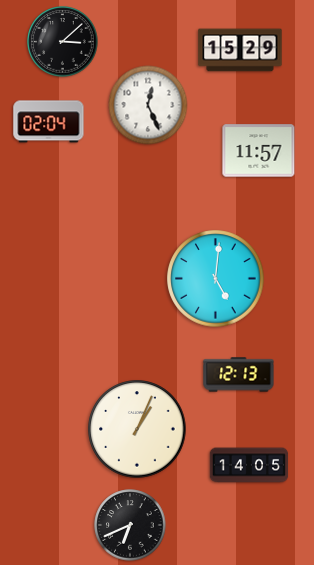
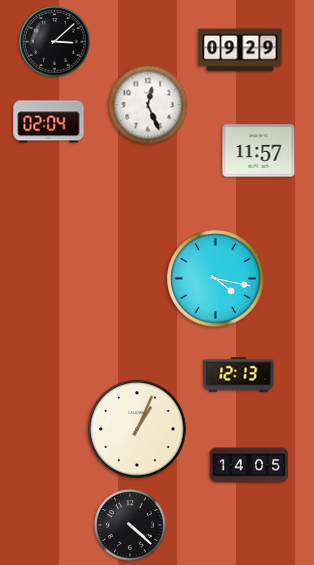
clock at (63, 42) position: (63, 42) -> (55, 42)
clock at (240, 50): 15:29 -> 09:29
clock at (216, 279): 5:01 -> 4:17
clock at (130, 525): 6:41 -> 4:22
